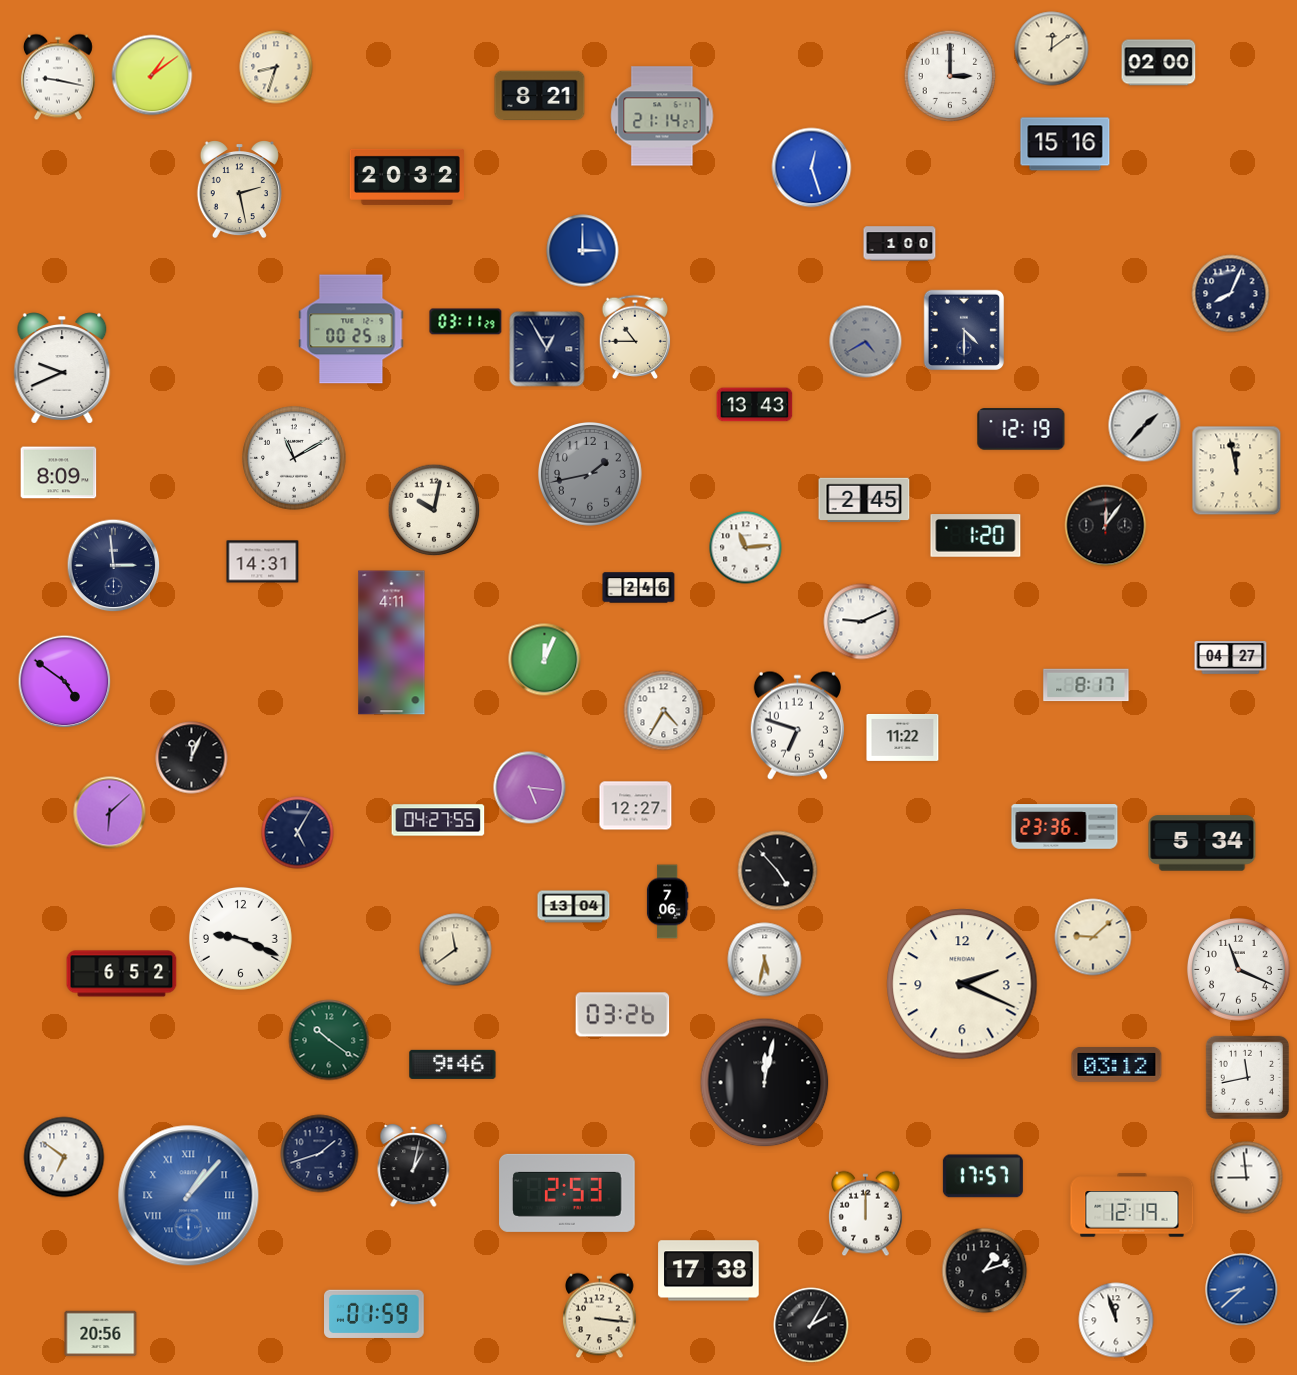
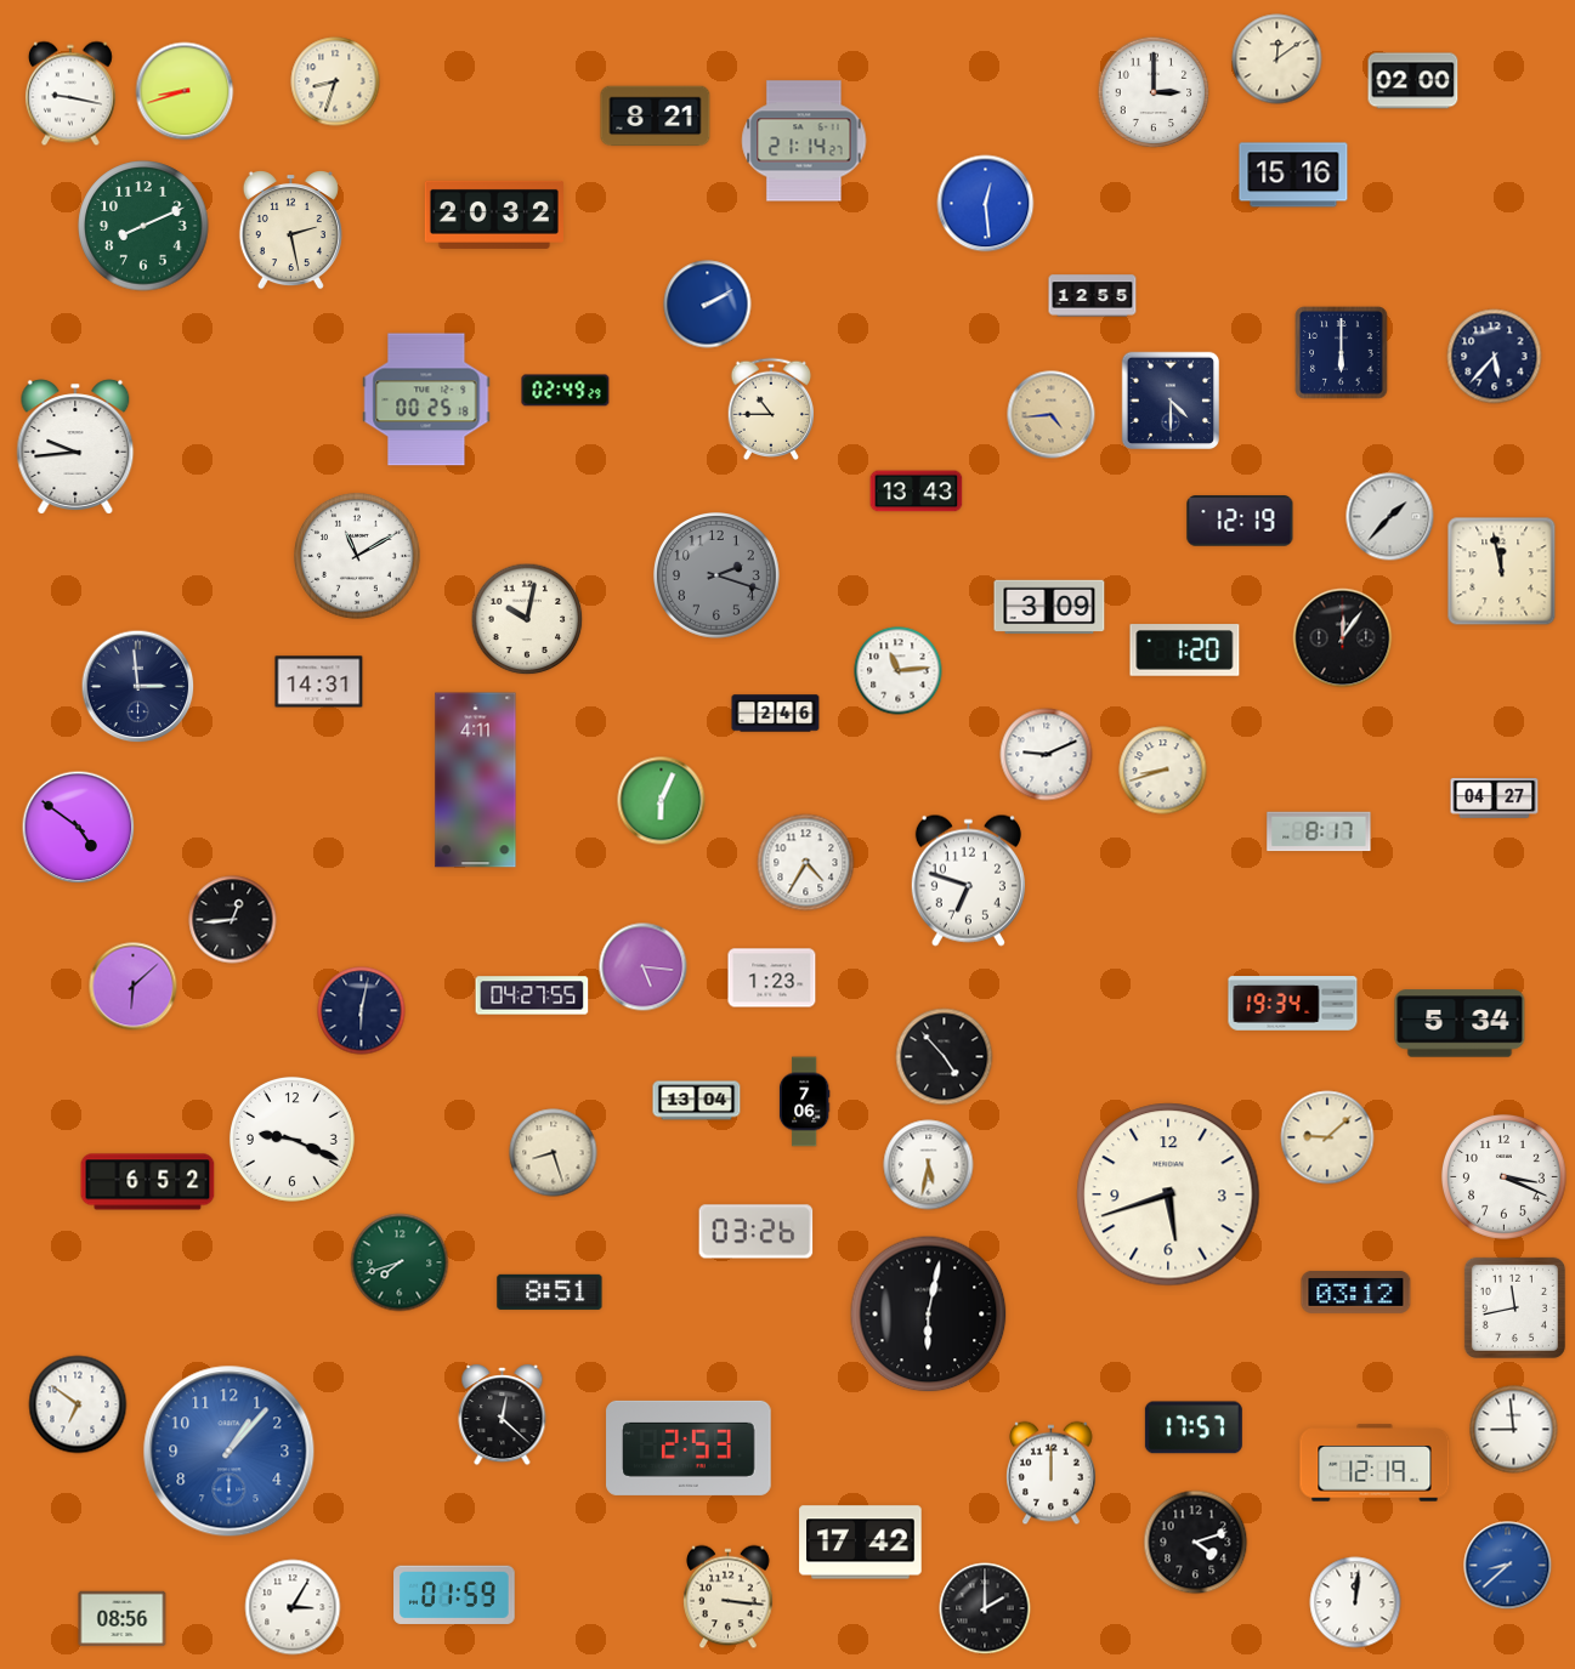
clock at (1159, 63) position: (1159, 63) -> (1413, 81)
clock at (152, 75): 1:09 -> 8:42
clock at (812, 168): 12:27 -> 12:29
clock at (143, 226): none -> 8:11
clock at (900, 244): 1:00 -> 12:55
clock at (583, 251): 3:00 -> 2:10
clock at (1342, 353): none -> 6:00
clock at (1231, 294): 8:04 -> 5:37
clock at (466, 322): 03:11 -> 02:49
clock at (866, 342): 4:40 -> 4:44
clock at (866, 342) dial: grey -> champagne
clock at (547, 349): 12:55 -> none
clock at (62, 368): 9:41 -> 9:44
clock at (59, 473): 8:09 -> none
clock at (591, 475): 1:43 -> 2:18
clock at (864, 500): 2:45 -> 3:09
clock at (746, 548) position: (746, 548) -> (899, 671)
clock at (1163, 771): none -> 8:42
clock at (545, 660): 12:04 -> 6:04
clock at (903, 737): 11:22 -> none
clock at (192, 758): 12:04 -> 12:44
clock at (530, 788) position: (530, 788) -> (644, 967)
clock at (636, 806): 12:27 -> 1:23
clock at (1065, 827): 23:36 -> 19:34
clock at (298, 833): 5:05 -> 6:02
clock at (667, 902) position: (667, 902) -> (804, 1102)
clock at (456, 950): 11:39 -> 8:27
clock at (1238, 969): 11:19 -> 3:19
clock at (962, 984): 2:19 -> 5:42
clock at (329, 1040): 10:21 -> 7:42
clock at (453, 1064): 9:46 -> 8:51
clock at (765, 1083): 12:02 -> 6:02
clock at (320, 1154): 1:42 -> none
clock at (414, 1166): 1:02 -> 12:22
clock at (189, 1196) numerals: Roman -> Arabic
clock at (709, 1271): 17:38 -> 17:42
clock at (985, 1271): 1:12 -> 4:12
clock at (1116, 1320): 11:57 -> 12:01
clock at (293, 1607): none -> 3:05
clock at (811, 1325): 2:05 -> 2:00
clock at (101, 1334): 20:56 -> 08:56
